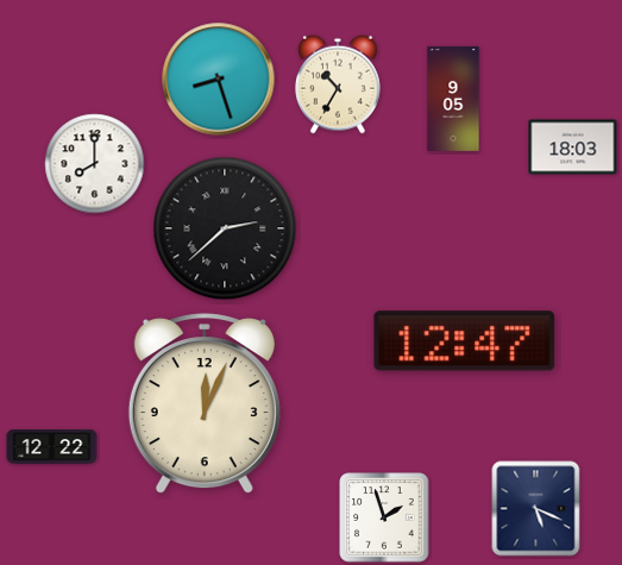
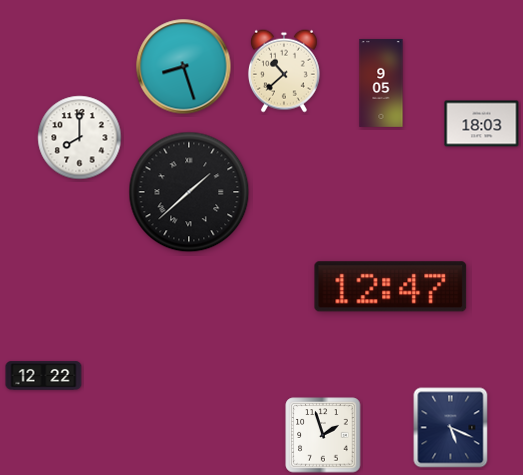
clock at (338, 84): 10:35 -> 10:38
clock at (225, 228): 2:38 -> 1:38
clock at (205, 404): 12:04 -> none
